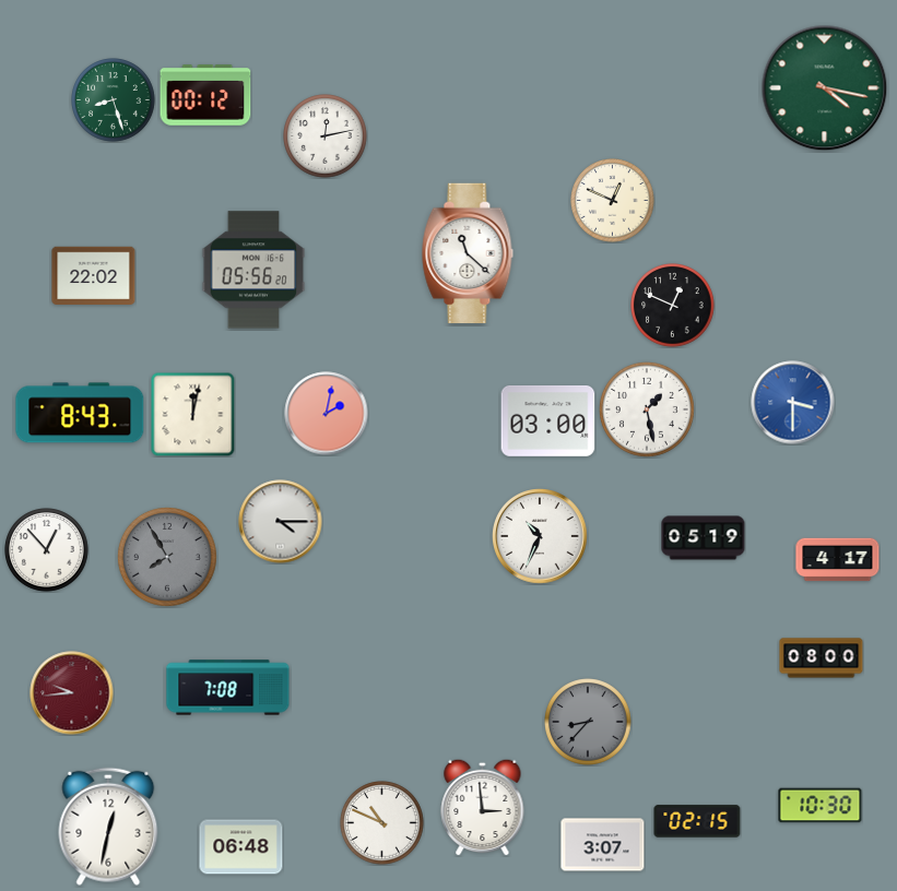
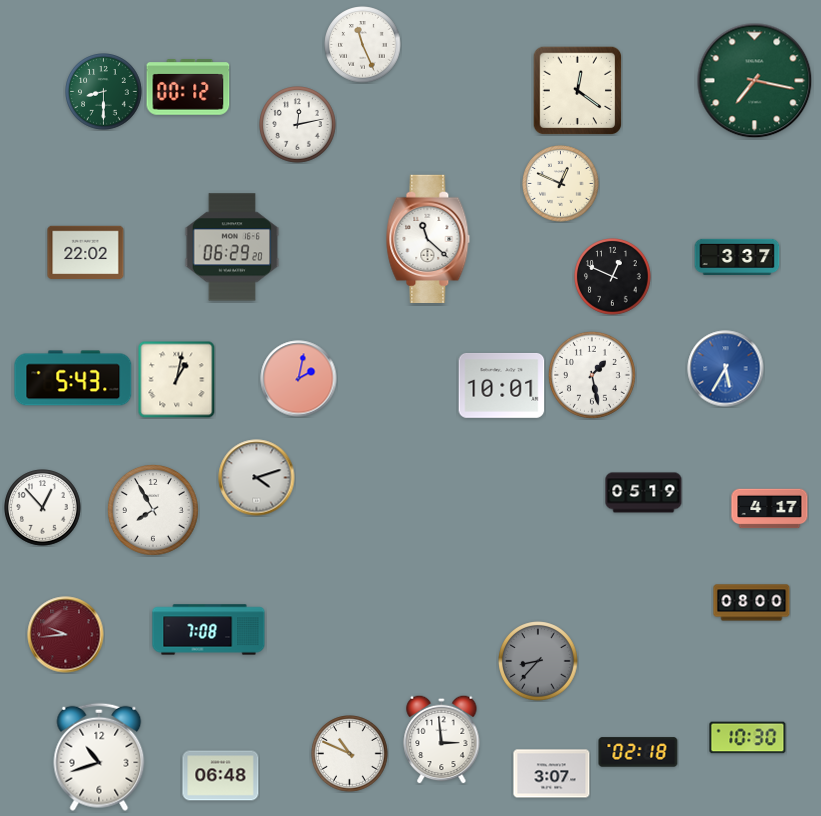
clock at (363, 45): none -> 11:26
clock at (825, 88): 4:17 -> 7:17
clock at (577, 90): none -> 12:21
clock at (114, 100): 8:27 -> 8:30
clock at (468, 252) position: (468, 252) -> (428, 238)
clock at (253, 270): 05:56 -> 06:29
clock at (737, 256): none -> 3:37
clock at (673, 306) position: (673, 306) -> (613, 277)
clock at (793, 403): 3:30 -> 5:35
clock at (80, 413): 8:43 -> 5:43
clock at (192, 414): 12:02 -> 1:02
clock at (548, 420): 03:00 -> 10:01
clock at (281, 522): 4:15 -> 4:12
clock at (541, 537): 10:34 -> none
clock at (47, 550) position: (47, 550) -> (43, 508)
clock at (167, 557) dial: grey -> white
clock at (838, 560) position: (838, 560) -> (770, 509)
clock at (821, 806) position: (821, 806) -> (748, 738)
clock at (697, 821): 02:15 -> 02:18
clock at (108, 827): 12:32 -> 10:42
